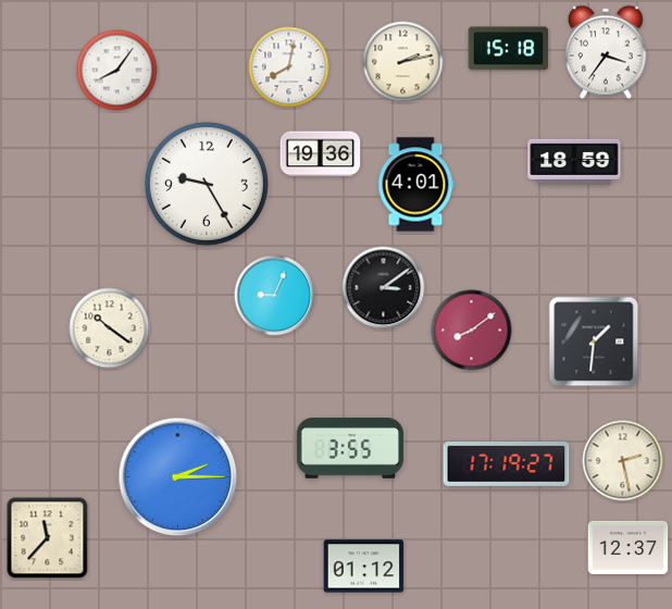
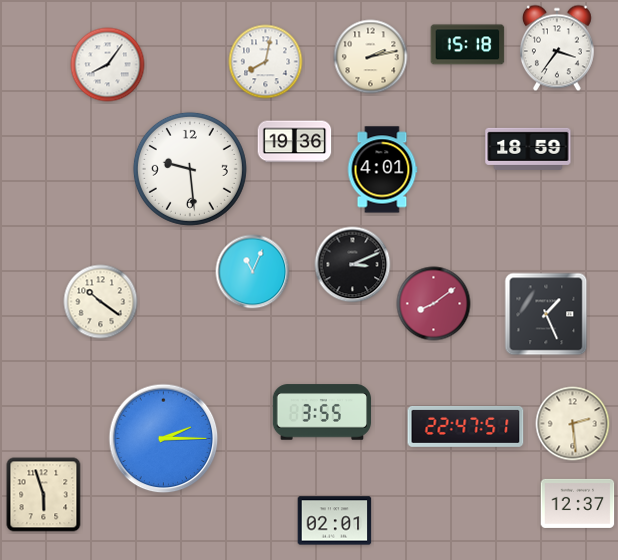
clock at (207, 184): 9:25 -> 9:29
clock at (384, 288): 3:09 -> 3:11
clock at (275, 296): 9:04 -> 11:04
clock at (594, 341): 1:31 -> 1:26
clock at (623, 461): 2:28 -> 2:29
clock at (507, 463): 17:19 -> 22:47
clock at (48, 538): 11:37 -> 5:57
clock at (364, 567): 01:12 -> 02:01
